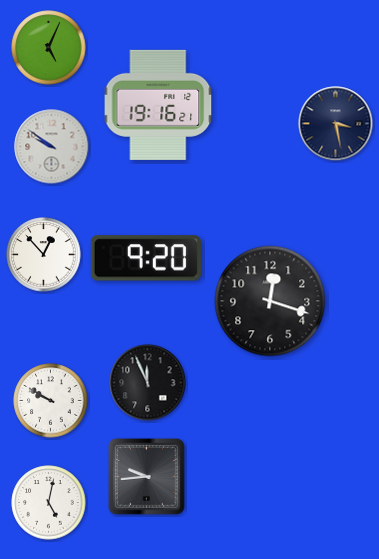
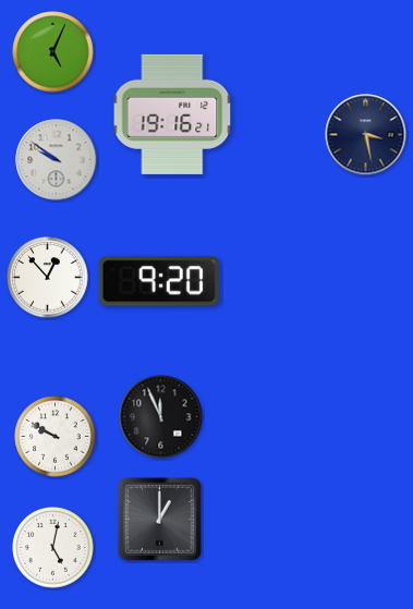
clock at (270, 301): 12:18 -> none
clock at (147, 477): 9:44 -> 1:00
